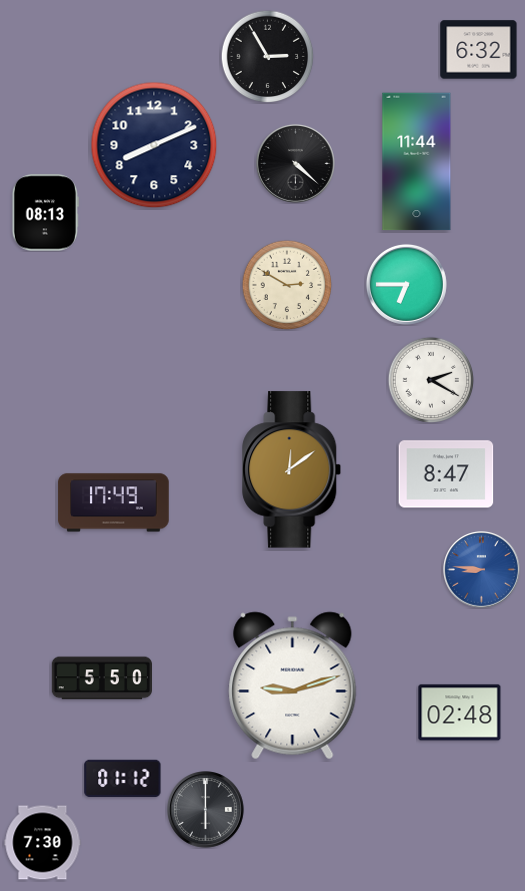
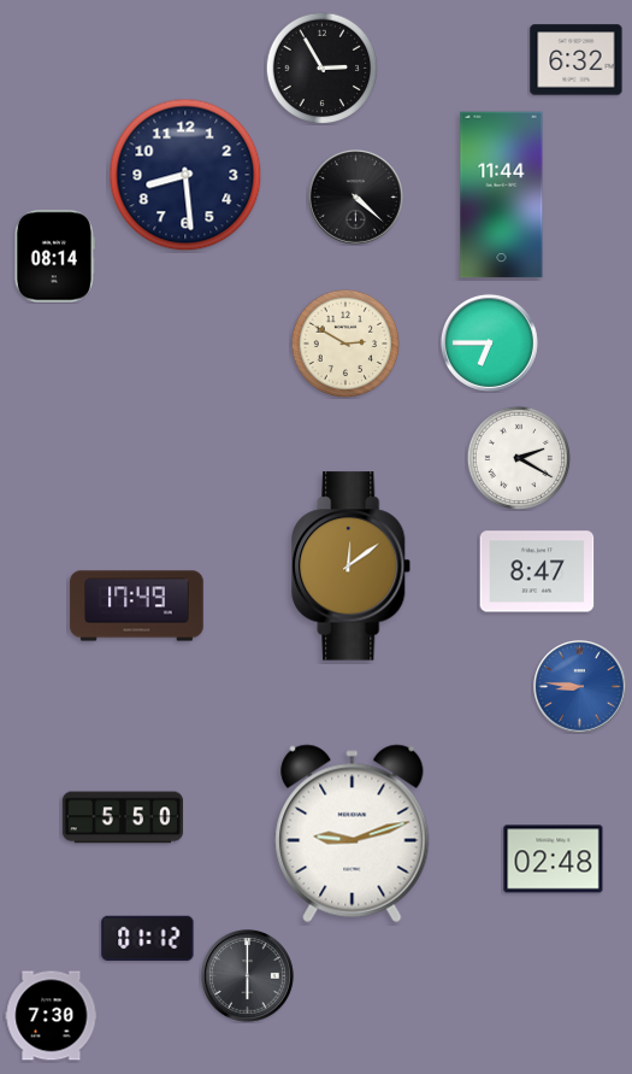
clock at (154, 145): 8:11 -> 8:29
clock at (45, 213): 08:13 -> 08:14
clock at (293, 686) position: (293, 686) -> (353, 834)
